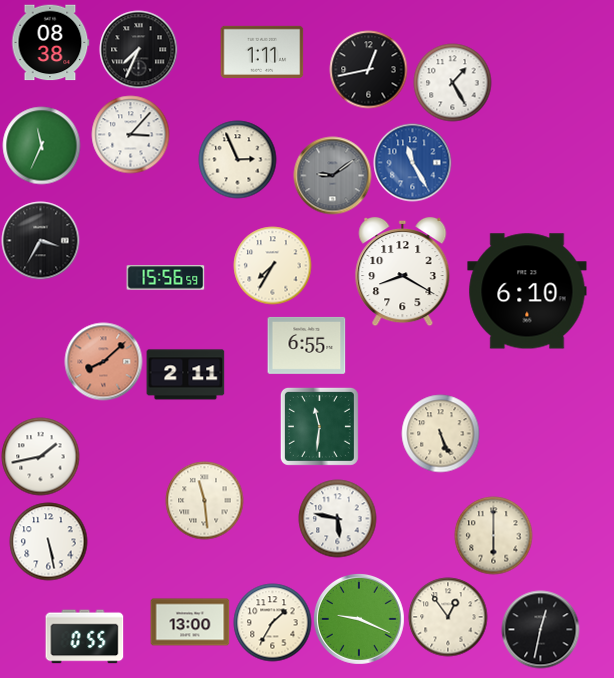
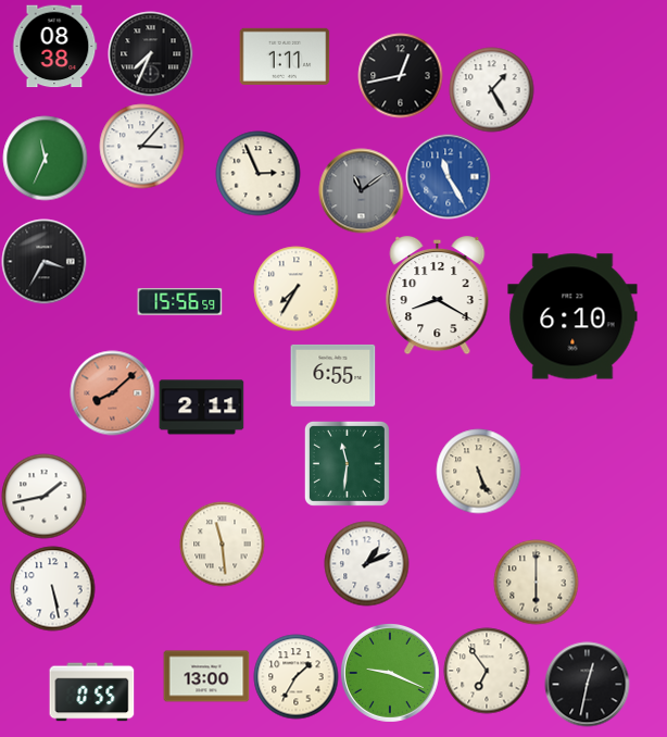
clock at (332, 175): 9:09 -> 11:09
clock at (337, 518): 5:47 -> 1:11
clock at (448, 617): 12:54 -> 6:54
